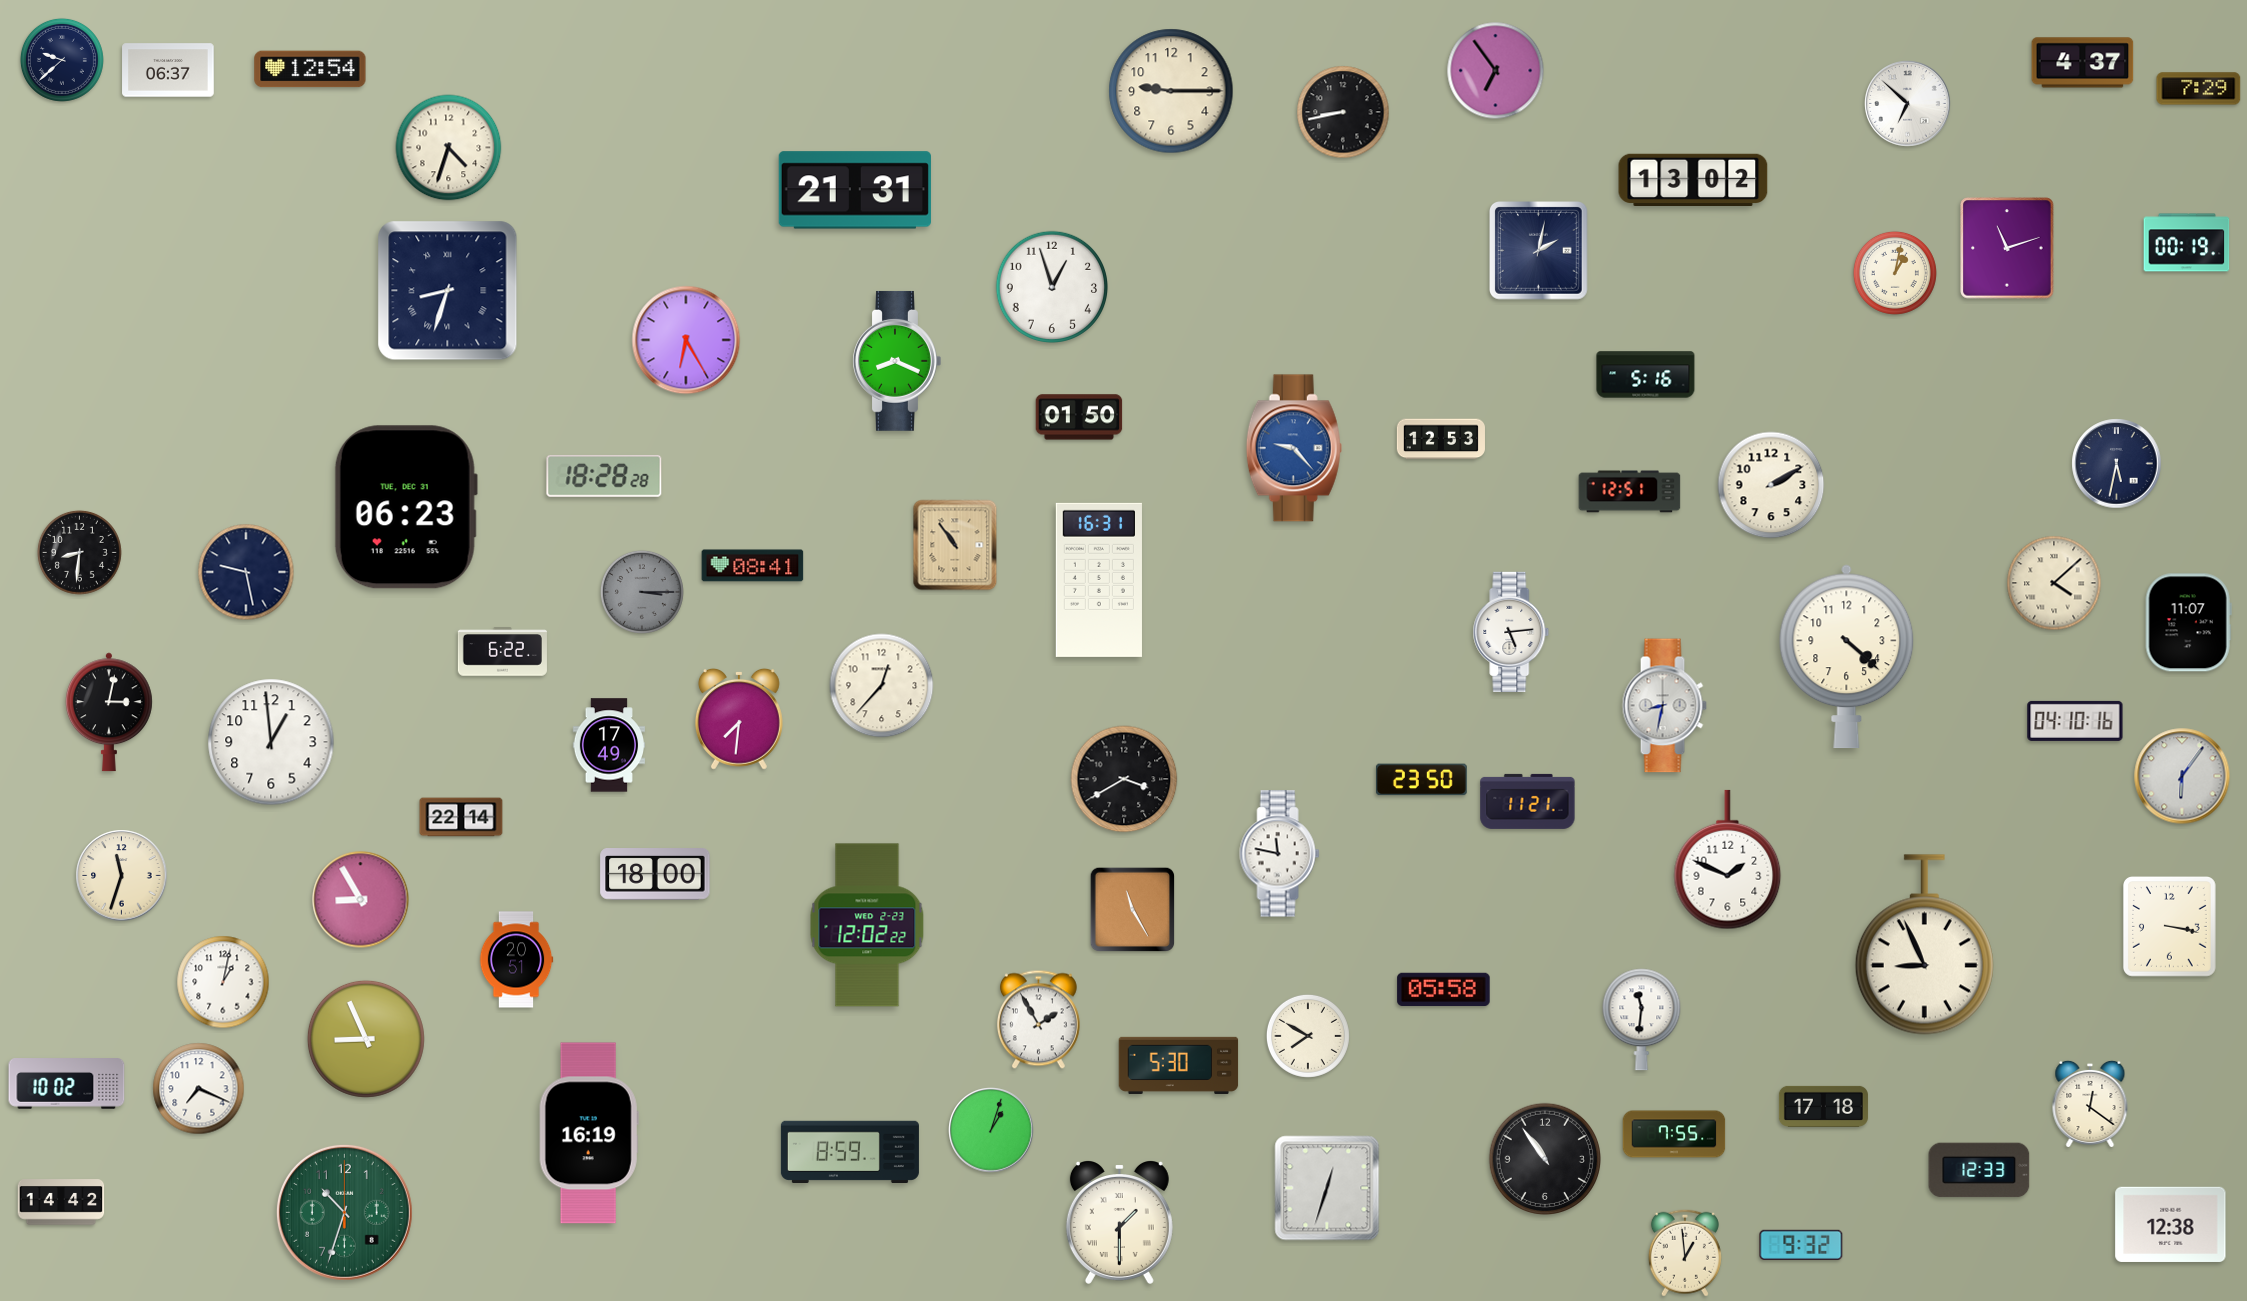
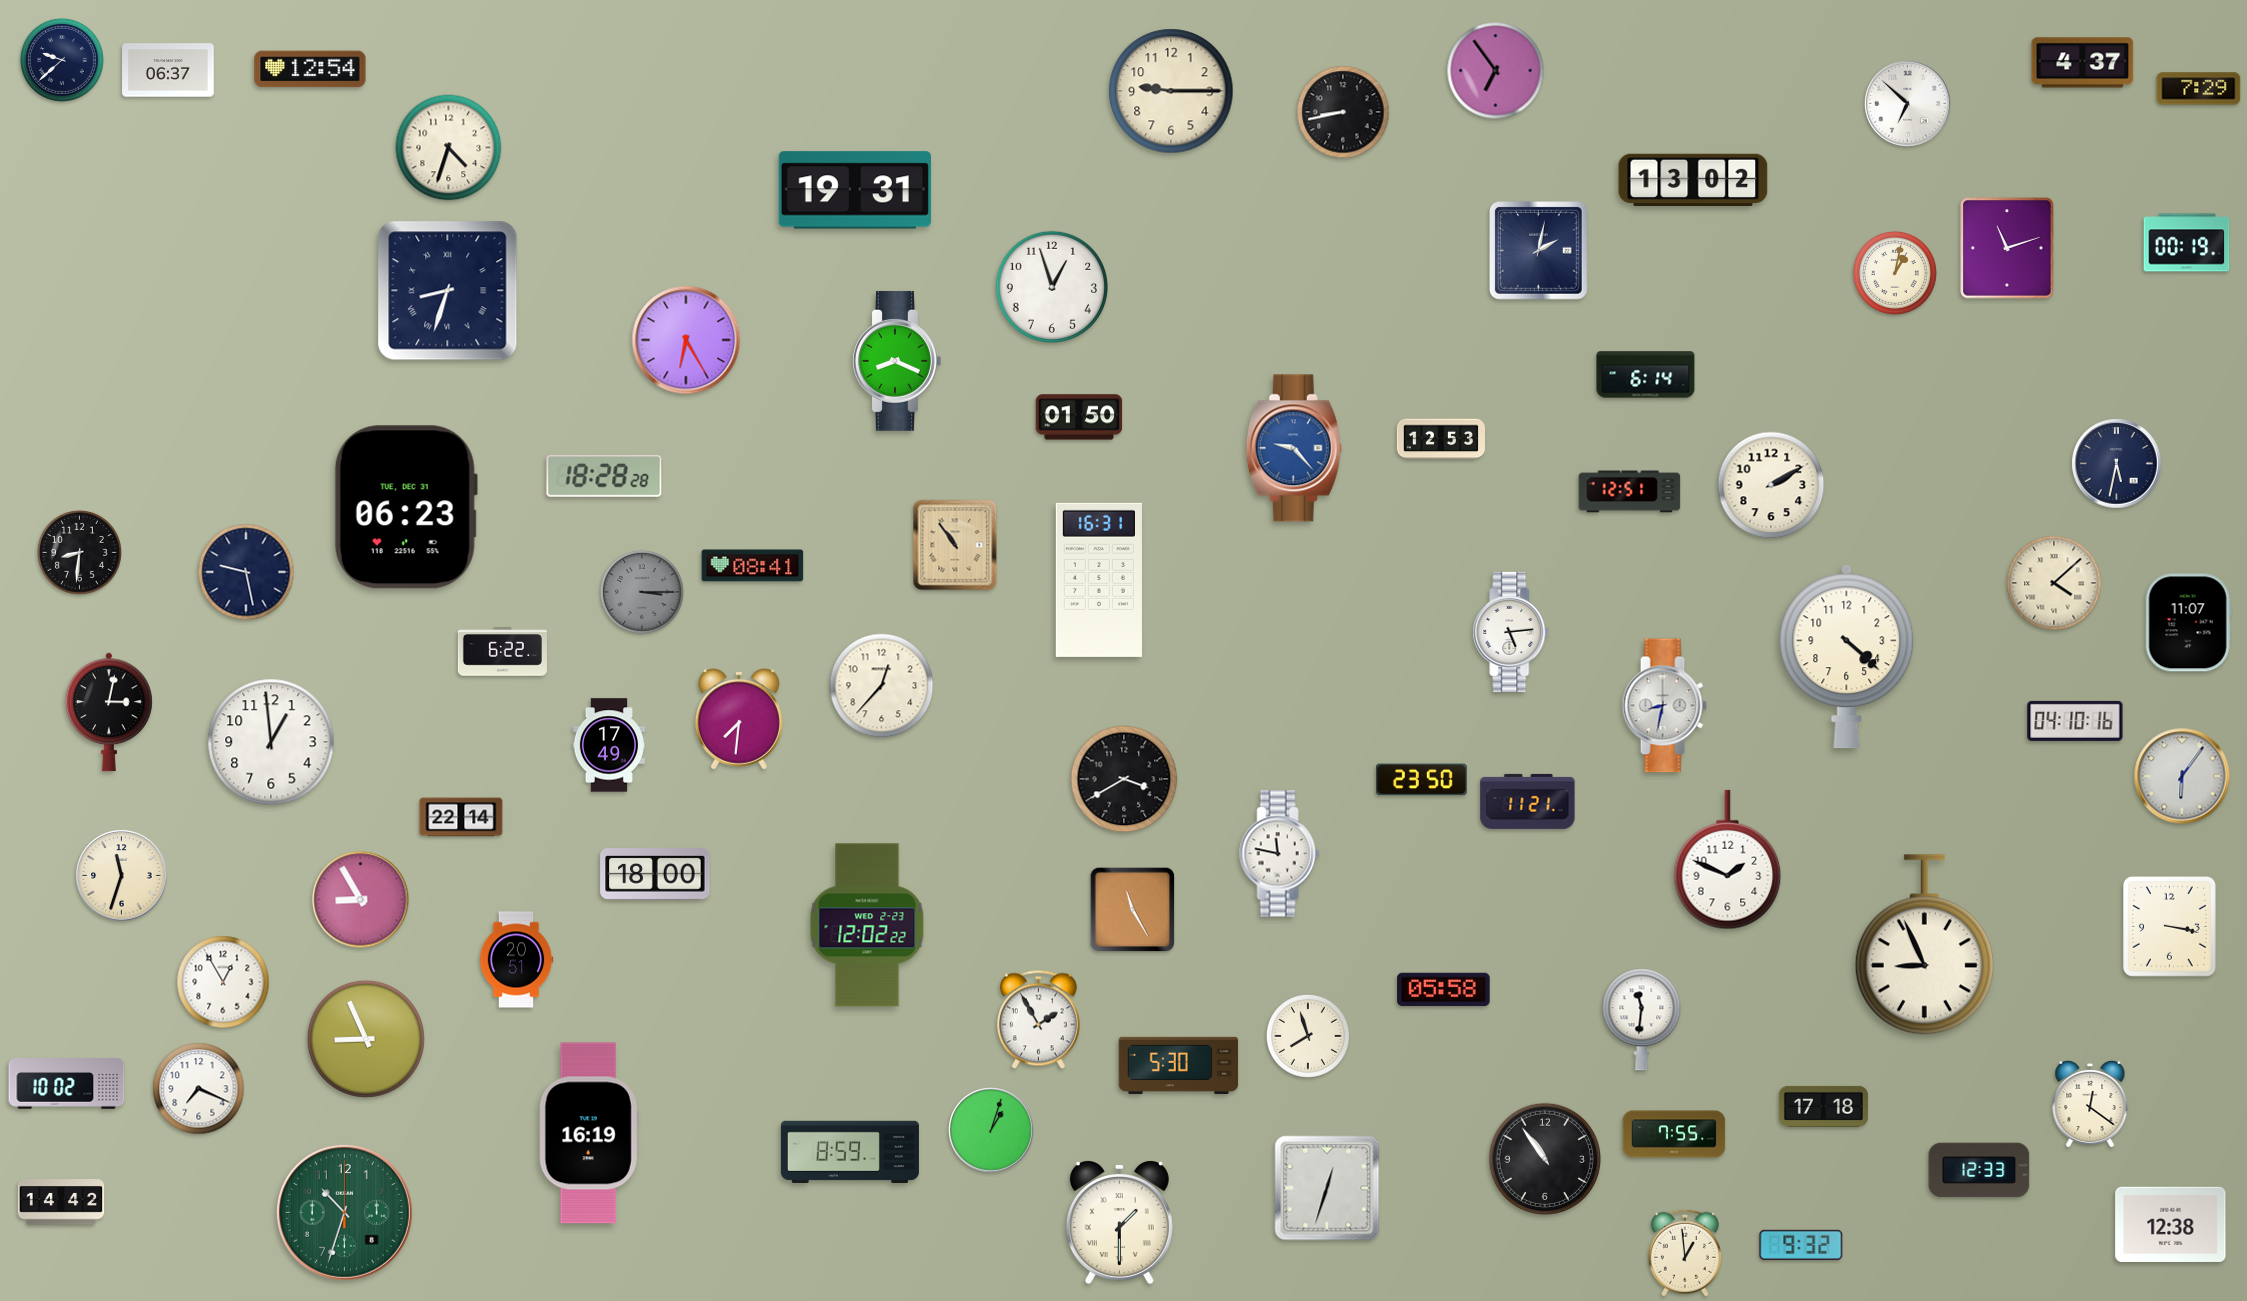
clock at (855, 190): 21:31 -> 19:31
clock at (1646, 375): 5:16 -> 6:14
clock at (223, 982): 1:02 -> 12:55
clock at (1308, 1036): 7:50 -> 7:57
